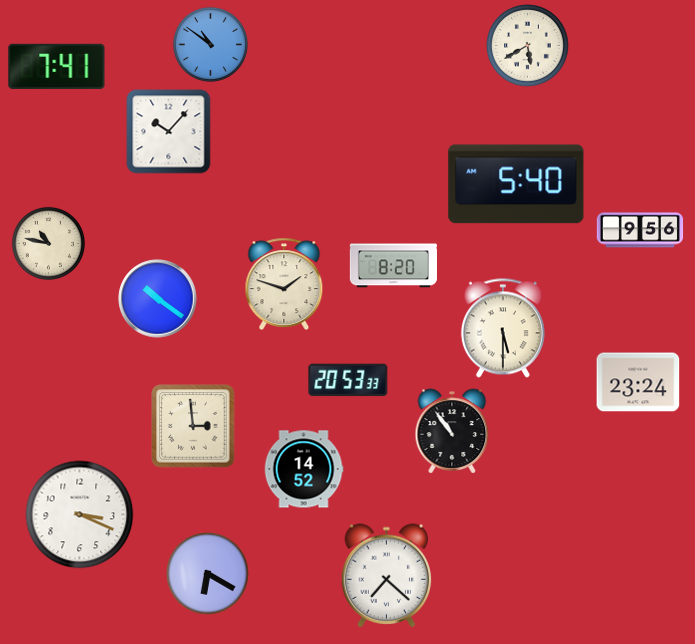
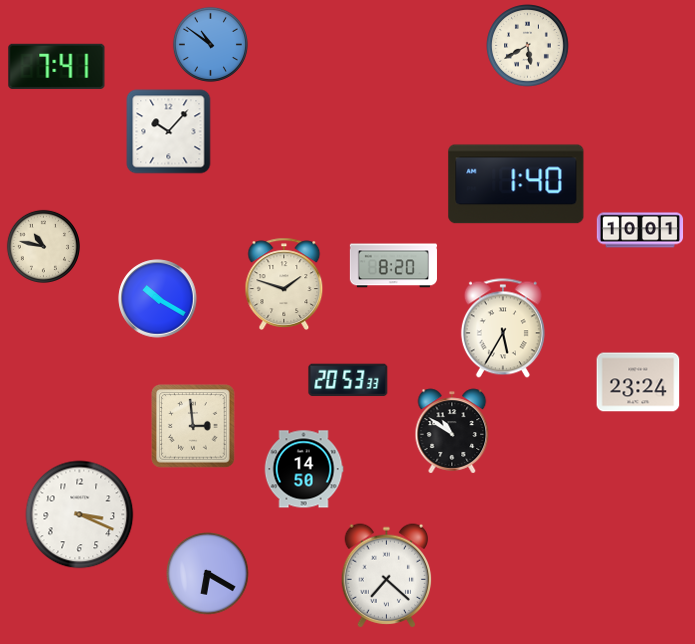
clock at (516, 184): 5:40 -> 1:40
clock at (640, 230): 9:56 -> 10:01
clock at (48, 243) position: (48, 243) -> (43, 246)
clock at (158, 299): 10:21 -> 10:20
clock at (503, 328): 5:30 -> 5:35
clock at (452, 431): 10:54 -> 10:51
clock at (304, 469): 14:52 -> 14:50
